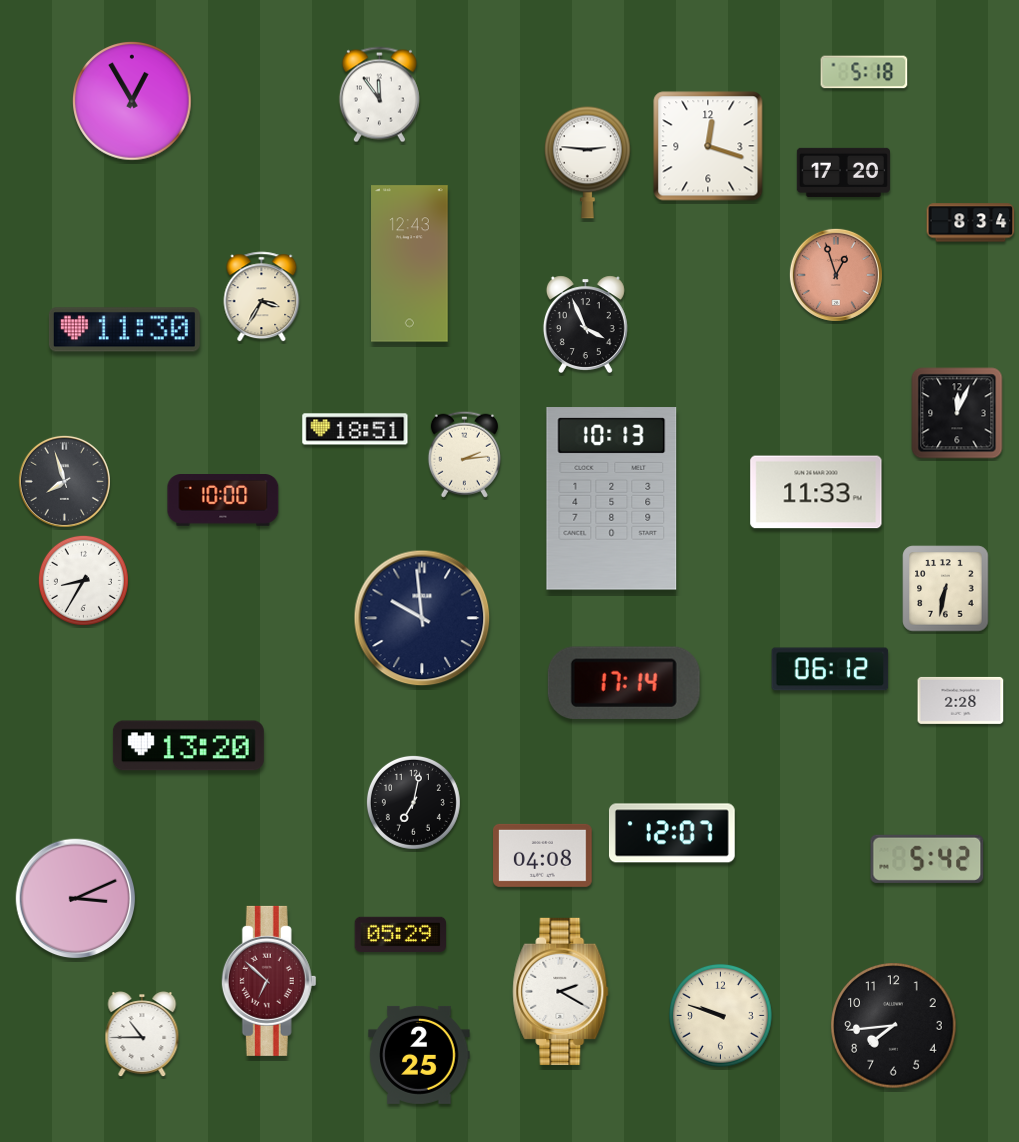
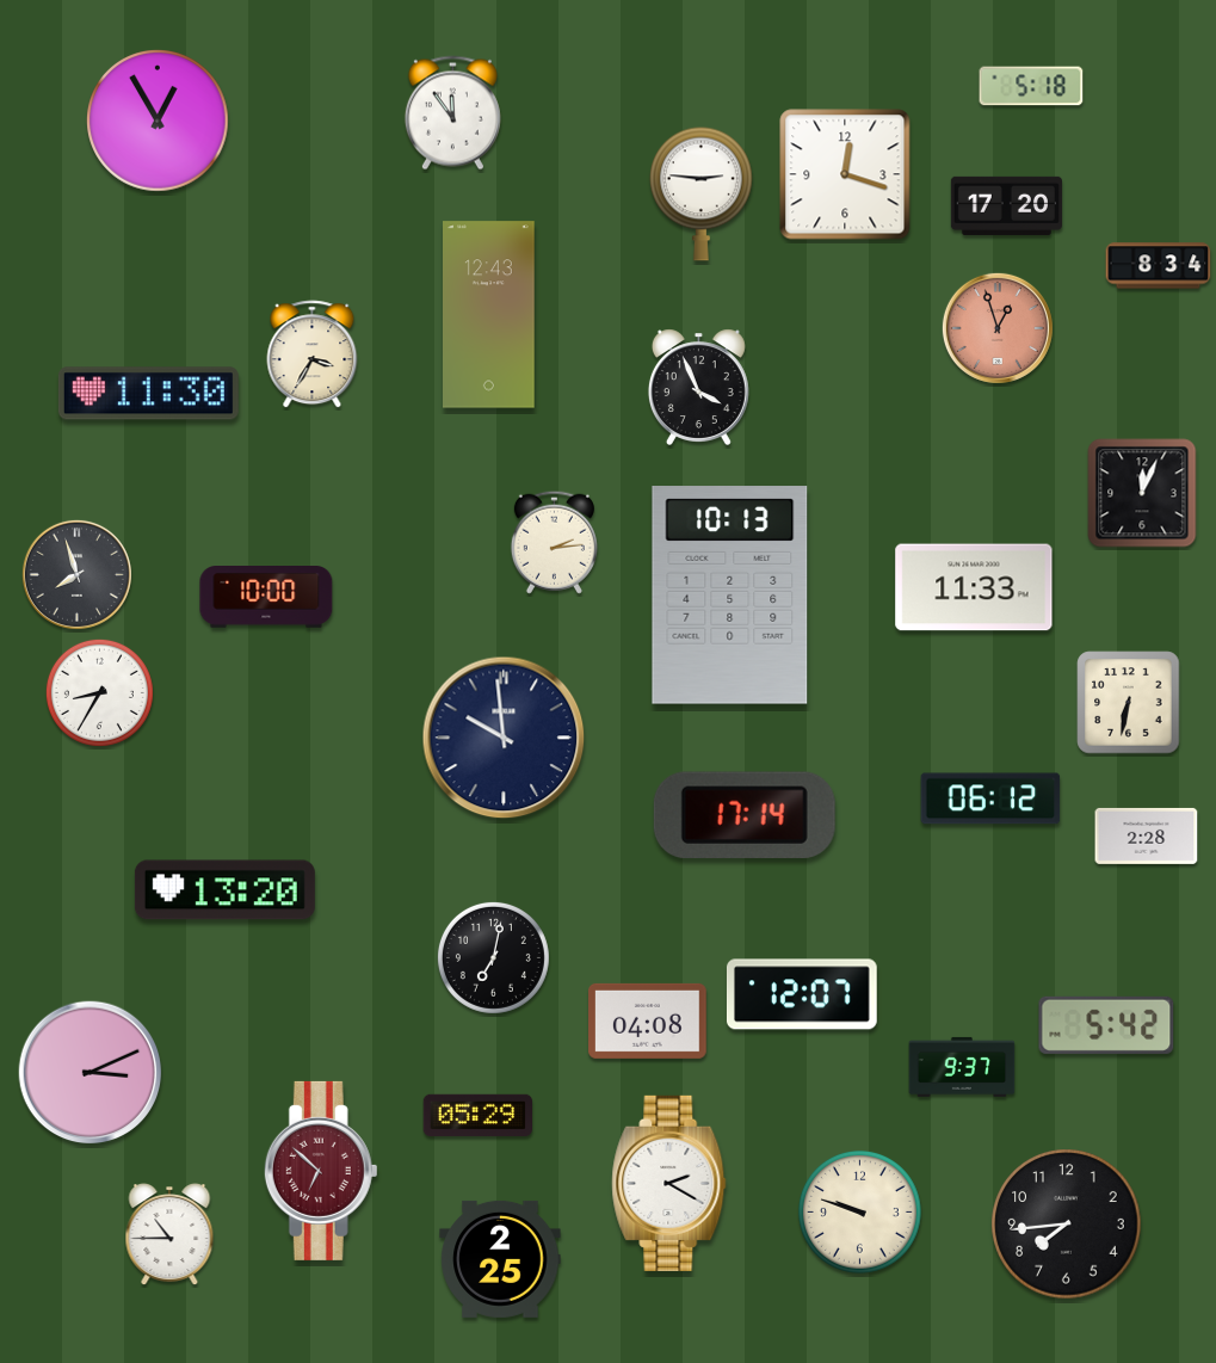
clock at (355, 429): 18:51 -> none
clock at (962, 1067): none -> 9:37
